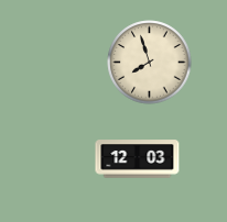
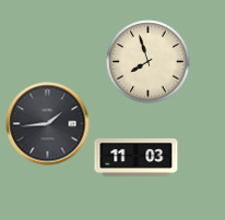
clock at (48, 124): none -> 1:44
clock at (138, 159): 12:03 -> 11:03
